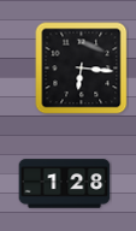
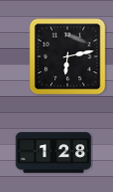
clock at (82, 69): 6:16 -> 6:13
